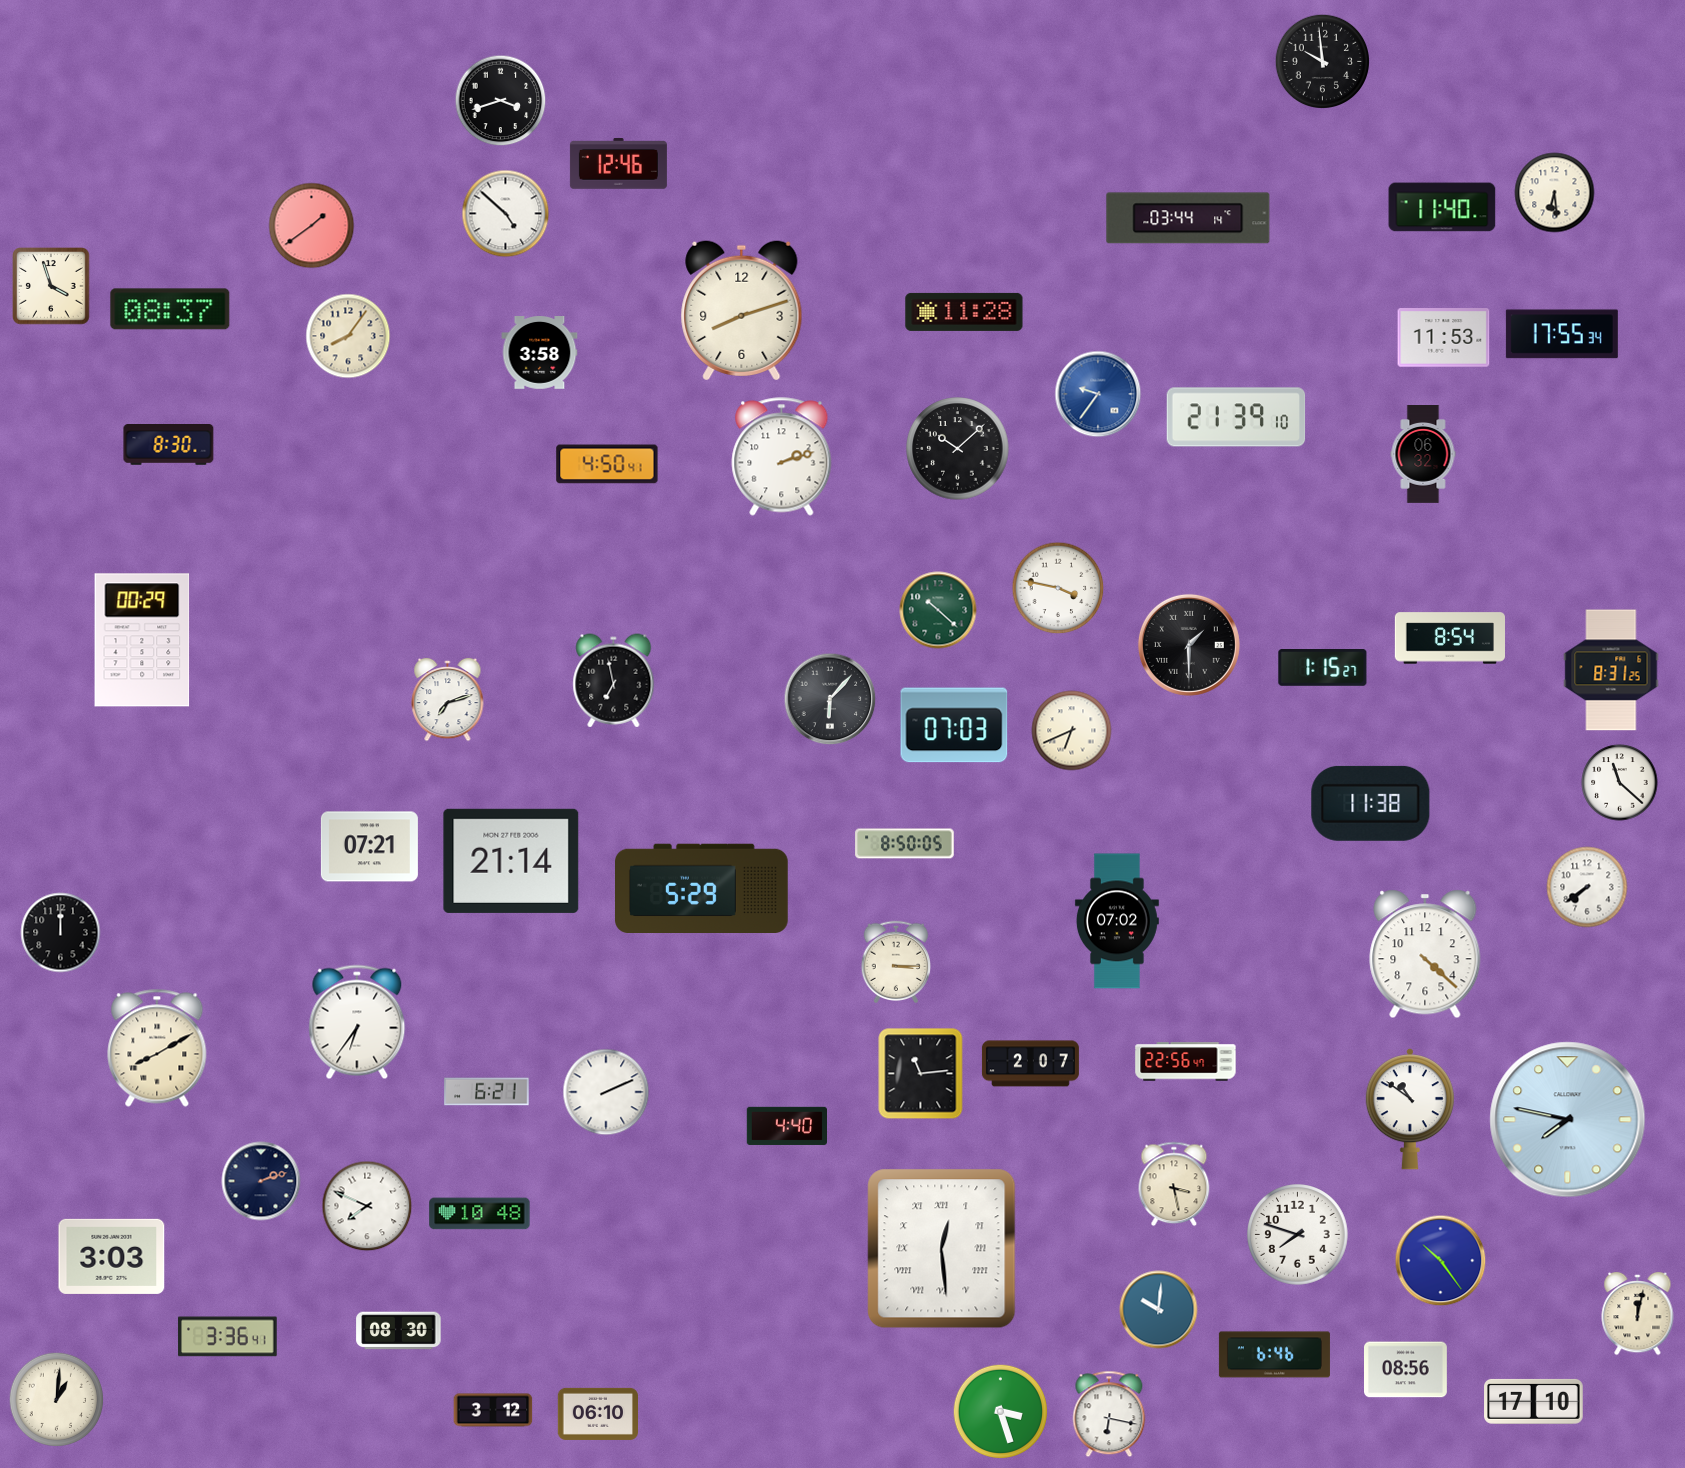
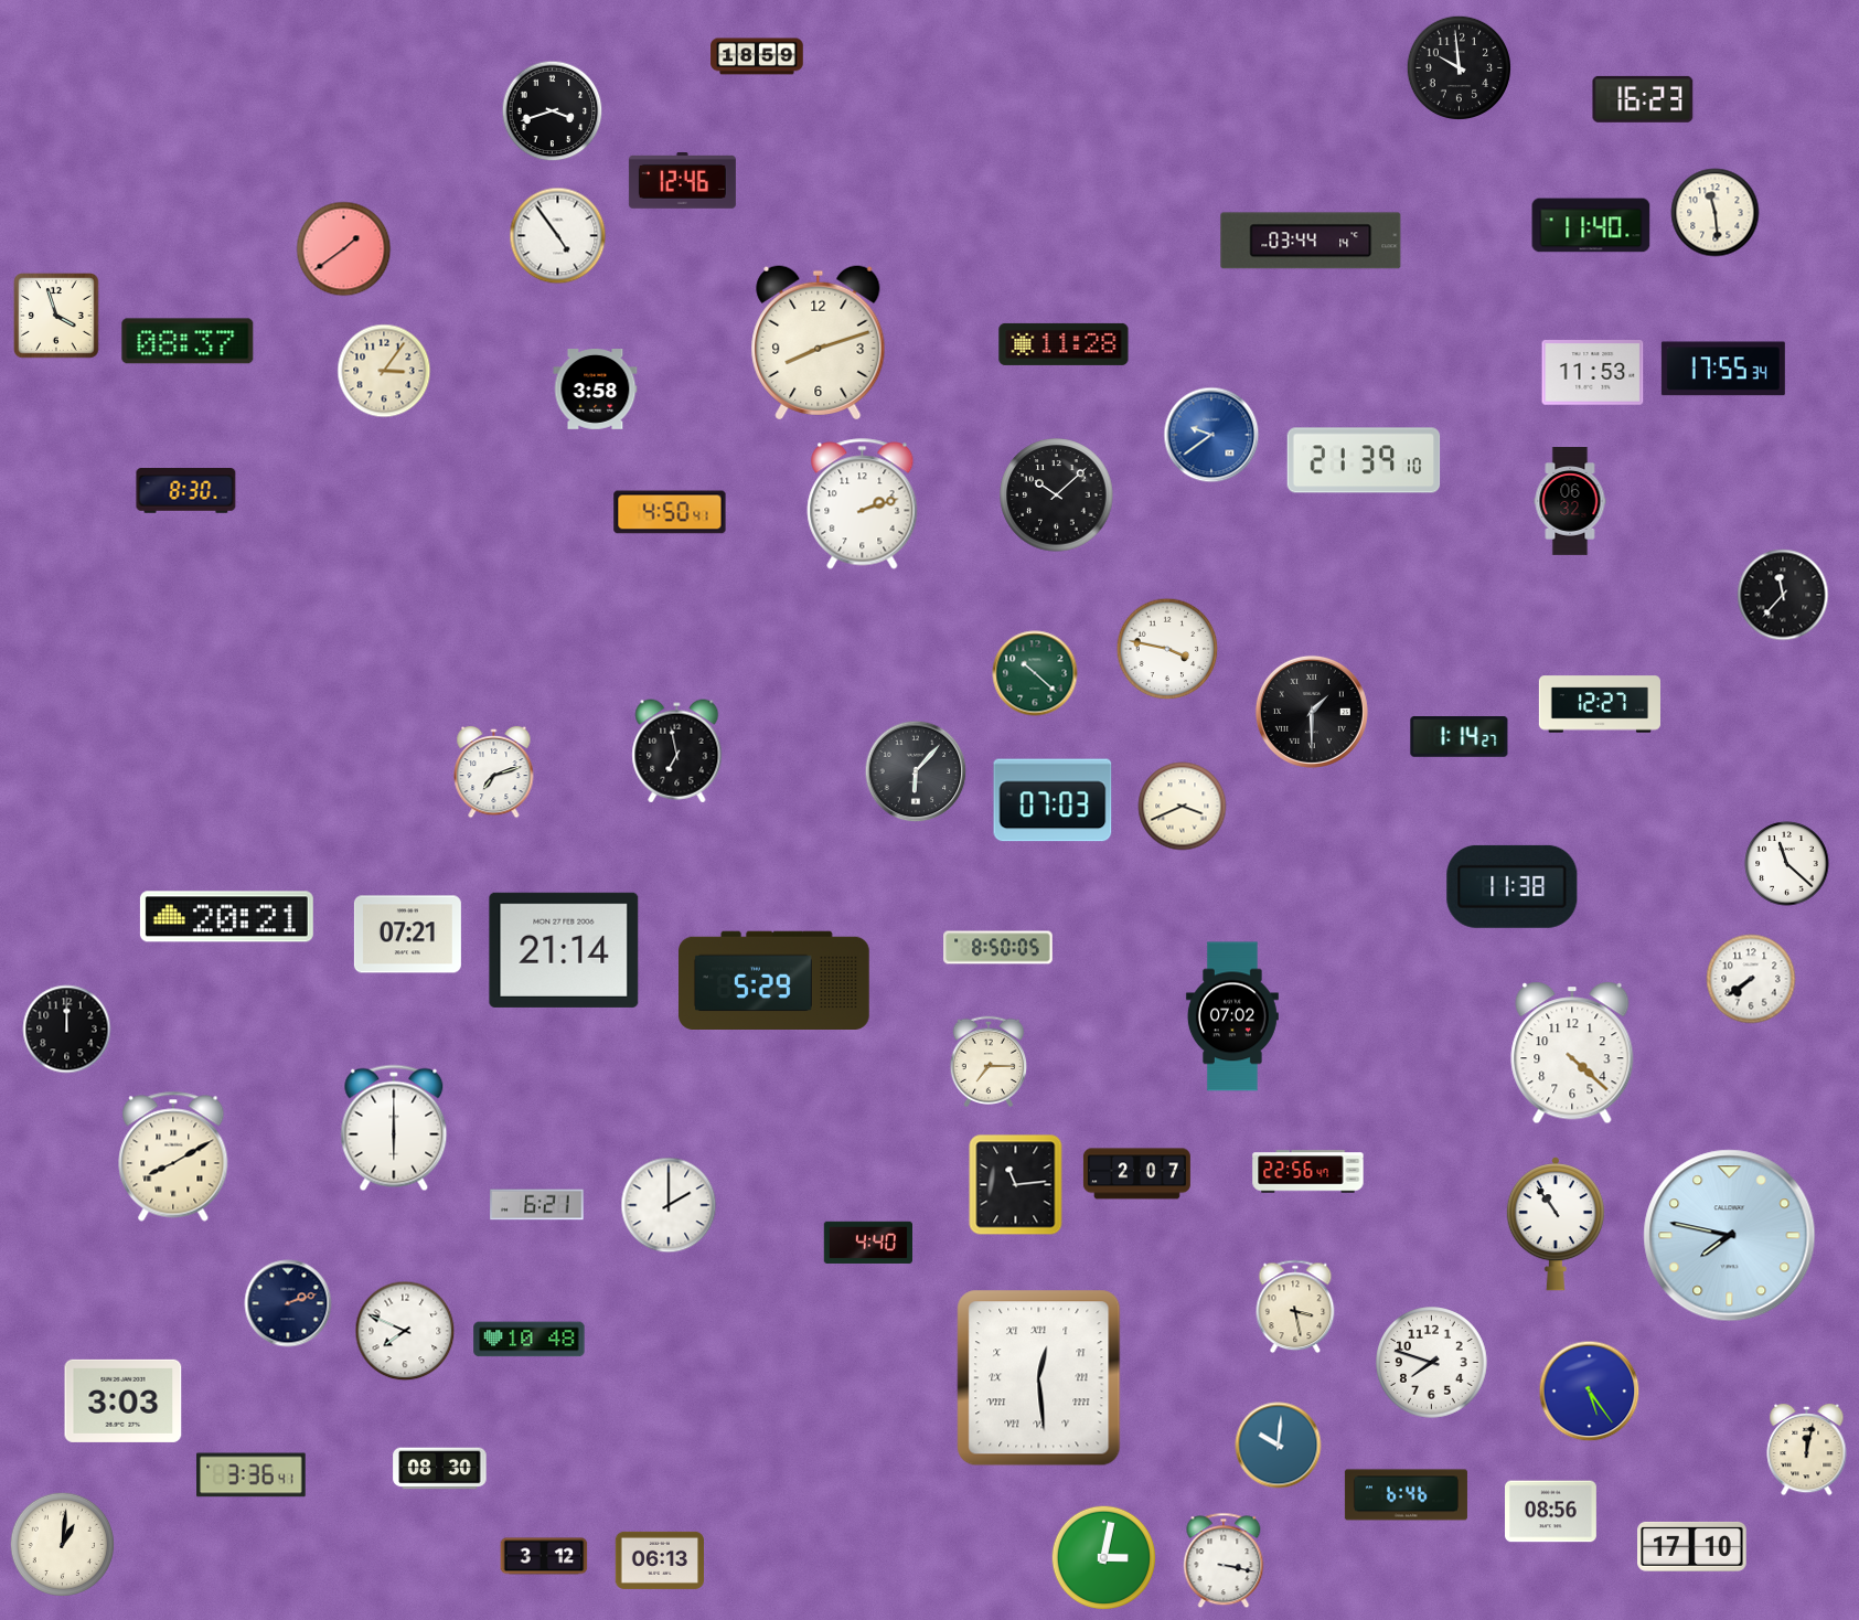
clock at (757, 56): none -> 18:59
clock at (1643, 99): none -> 16:23
clock at (1555, 193): 6:29 -> 11:29
clock at (1442, 207) position: (1442, 207) -> (1591, 225)
clock at (506, 214): 4:52 -> 4:54
clock at (348, 336): 8:06 -> 3:06
clock at (1098, 394): 9:36 -> 9:39
clock at (1783, 595): none -> 11:37
clock at (1449, 638): 8:54 -> 12:27
clock at (142, 640): 00:29 -> none
clock at (1323, 668): 1:15 -> 1:14
clock at (1611, 670): 8:31 -> none
clock at (1072, 731): 6:41 -> 3:41
clock at (226, 917): none -> 20:21
clock at (905, 844) position: (905, 844) -> (998, 948)
clock at (896, 962): 3:15 -> 7:15
clock at (357, 1022): 6:36 -> 6:00
clock at (606, 1092): 2:11 -> 2:00
clock at (1410, 1109): 10:51 -> 10:54
clock at (112, 1256) position: (112, 1256) -> (124, 1400)
clock at (1441, 1261): 10:24 -> 5:24
clock at (1001, 1412): 3:27 -> 3:02
clock at (597, 1414): 06:10 -> 06:13
clock at (1109, 1414): 6:17 -> 3:17
